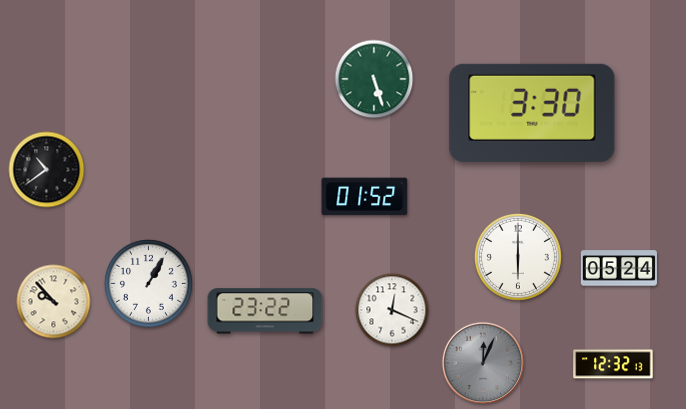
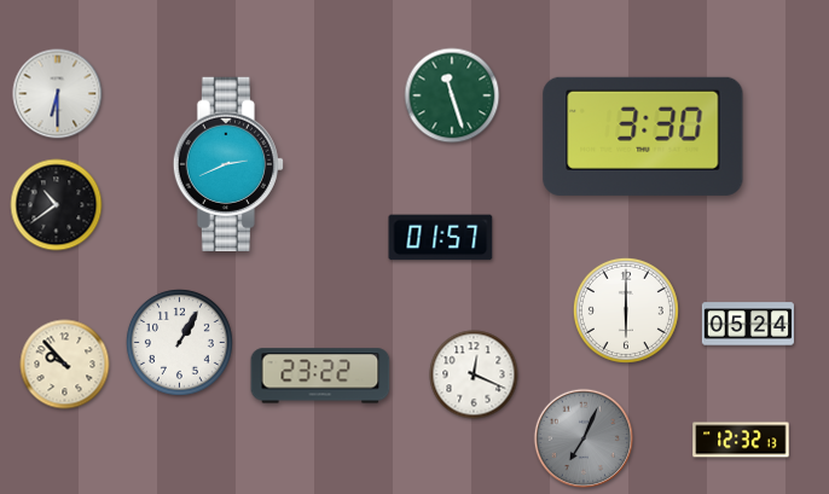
clock at (58, 94): none -> 6:30
clock at (374, 79): 5:27 -> 11:27
clock at (227, 163): none -> 2:41
clock at (365, 197): 01:52 -> 01:57
clock at (483, 363): 12:04 -> 7:04
